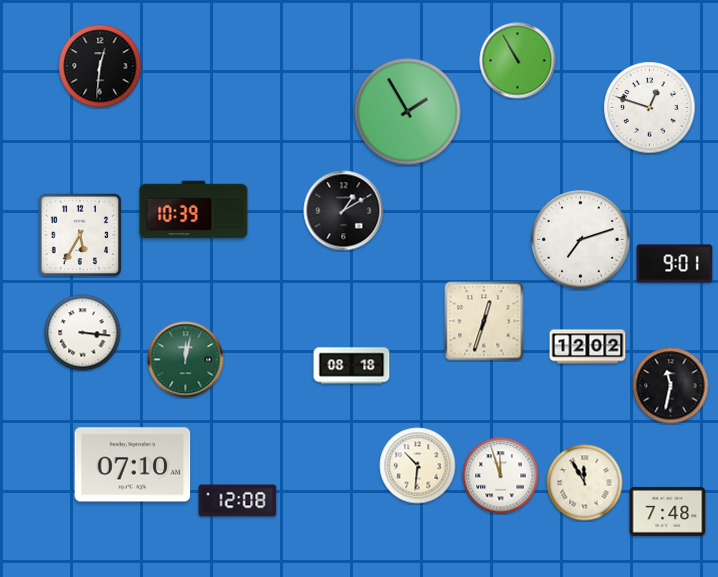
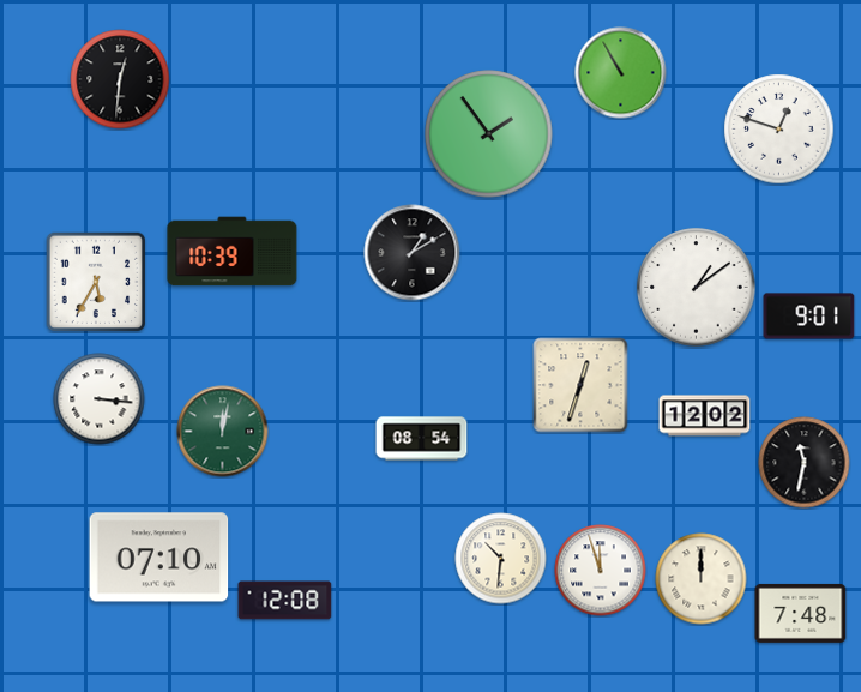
clock at (408, 112): 1:55 -> 1:54
clock at (581, 240): 7:12 -> 1:09
clock at (352, 366): 08:18 -> 08:54
clock at (585, 483): 11:55 -> 12:00
